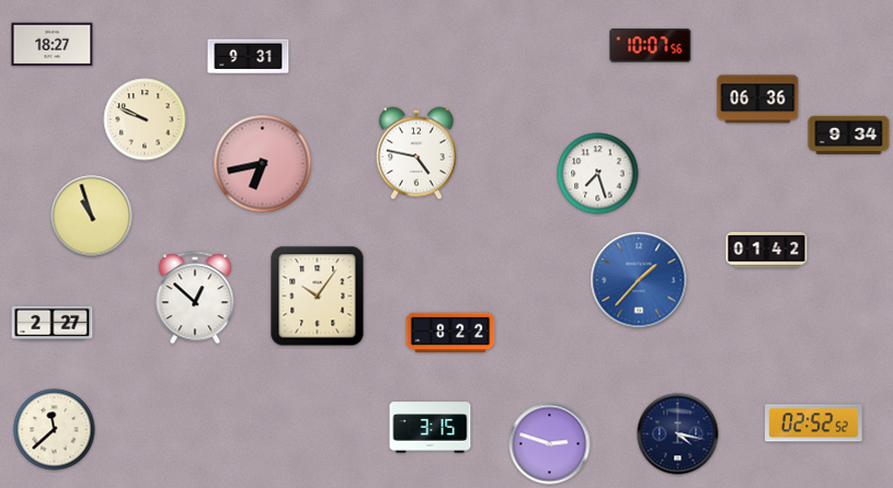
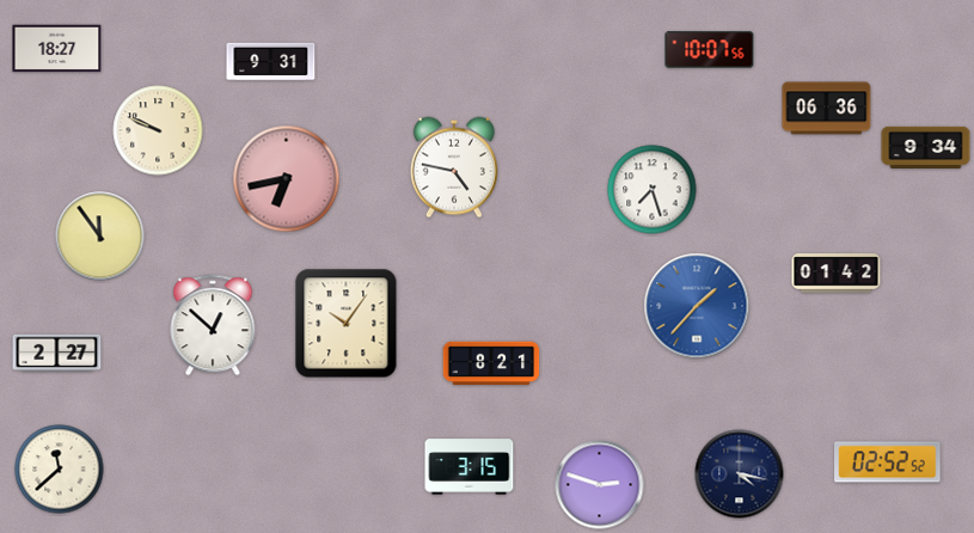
clock at (92, 217): 10:57 -> 11:54
clock at (450, 333): 8:22 -> 8:21
